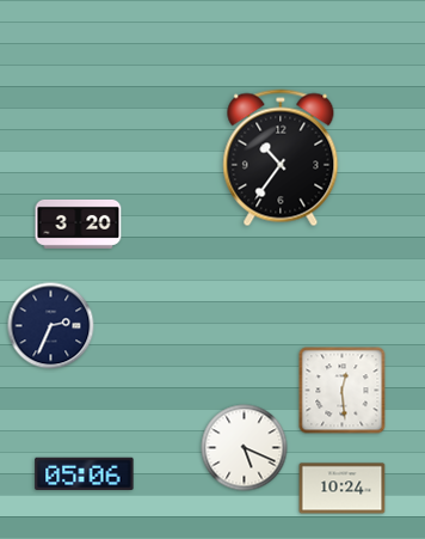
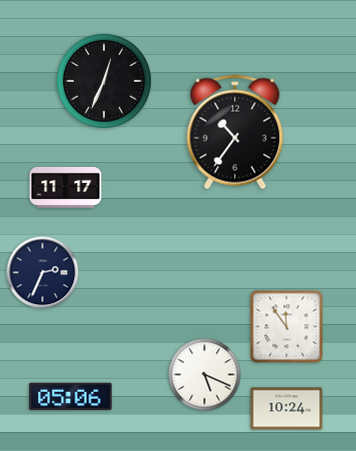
clock at (104, 81): none -> 12:34
clock at (79, 223): 3:20 -> 11:17
clock at (343, 391): 12:29 -> 11:54
